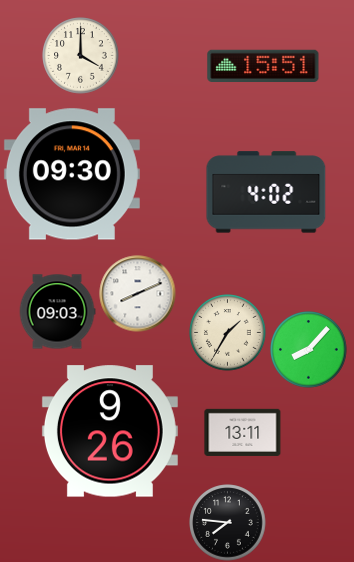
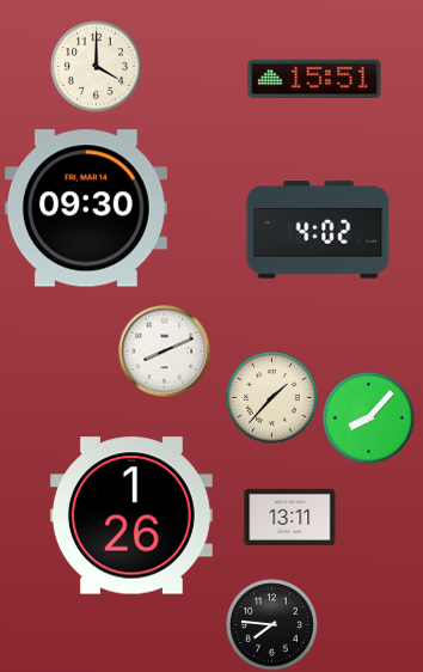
clock at (57, 312): 09:03 -> none
clock at (228, 333): 1:35 -> 1:37
clock at (110, 431): 9:26 -> 1:26
